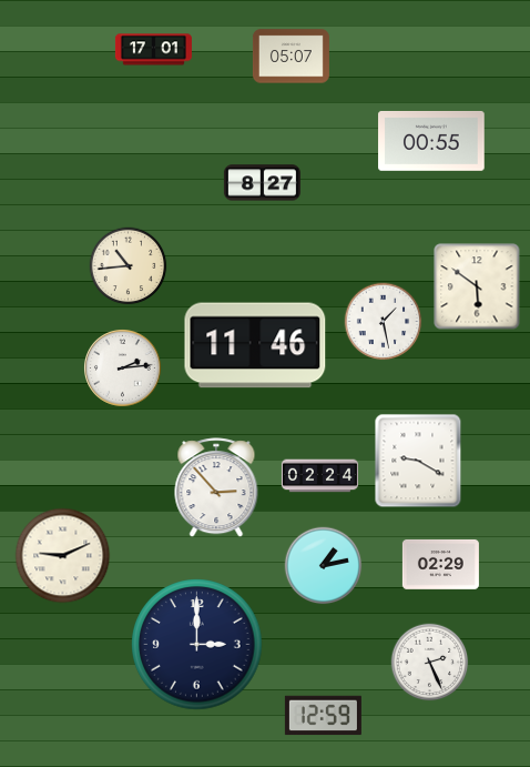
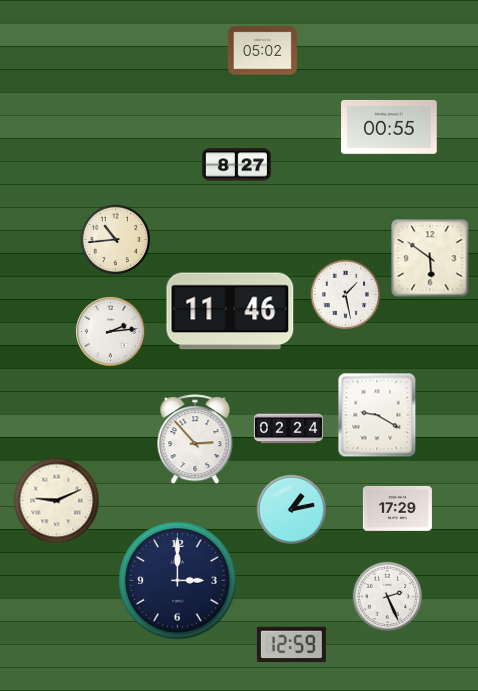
clock at (153, 50): 17:01 -> none
clock at (291, 57): 05:07 -> 05:02
clock at (384, 322) position: (384, 322) -> (346, 295)
clock at (440, 565): 02:29 -> 17:29
